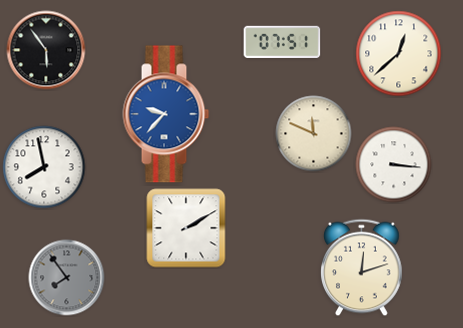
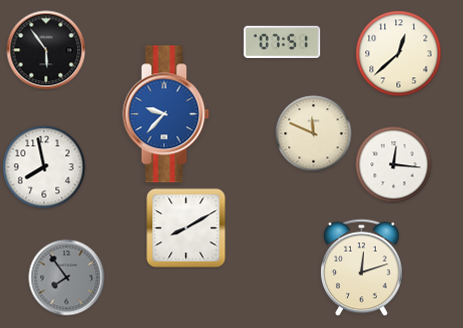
clock at (394, 165): 3:16 -> 12:16
clock at (186, 228): 2:10 -> 8:10
